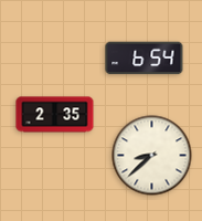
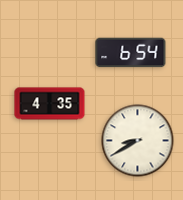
clock at (55, 115): 2:35 -> 4:35
clock at (152, 156): 8:38 -> 8:40
